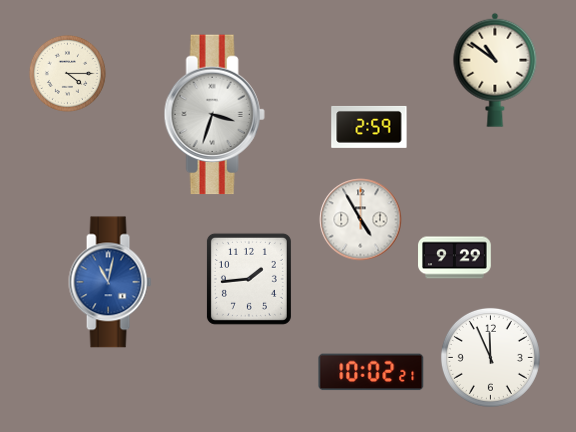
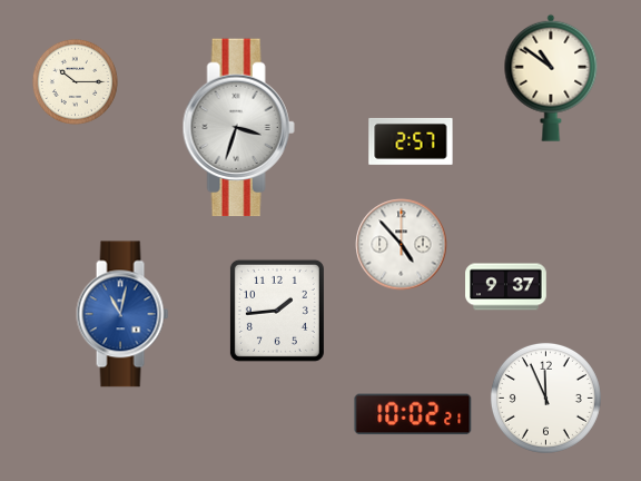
clock at (67, 73): 4:15 -> 10:15
clock at (369, 127): 2:59 -> 2:57
clock at (361, 220): 4:55 -> 4:53
clock at (455, 258): 9:29 -> 9:37
